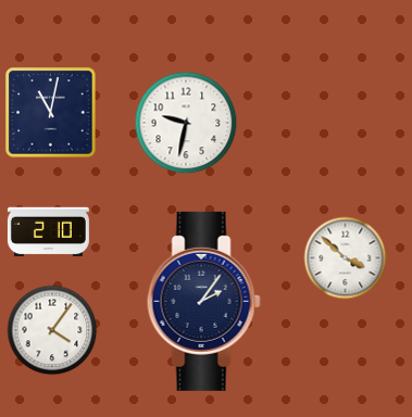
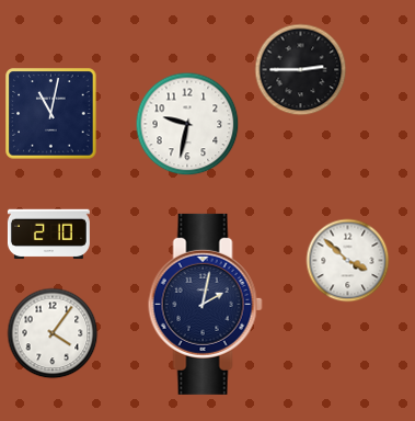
clock at (301, 70): none -> 2:45
clock at (203, 301): 2:06 -> 2:02
